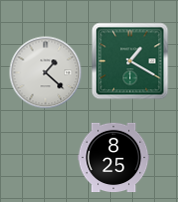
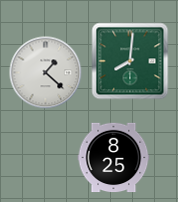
clock at (130, 61): 1:20 -> 8:01
